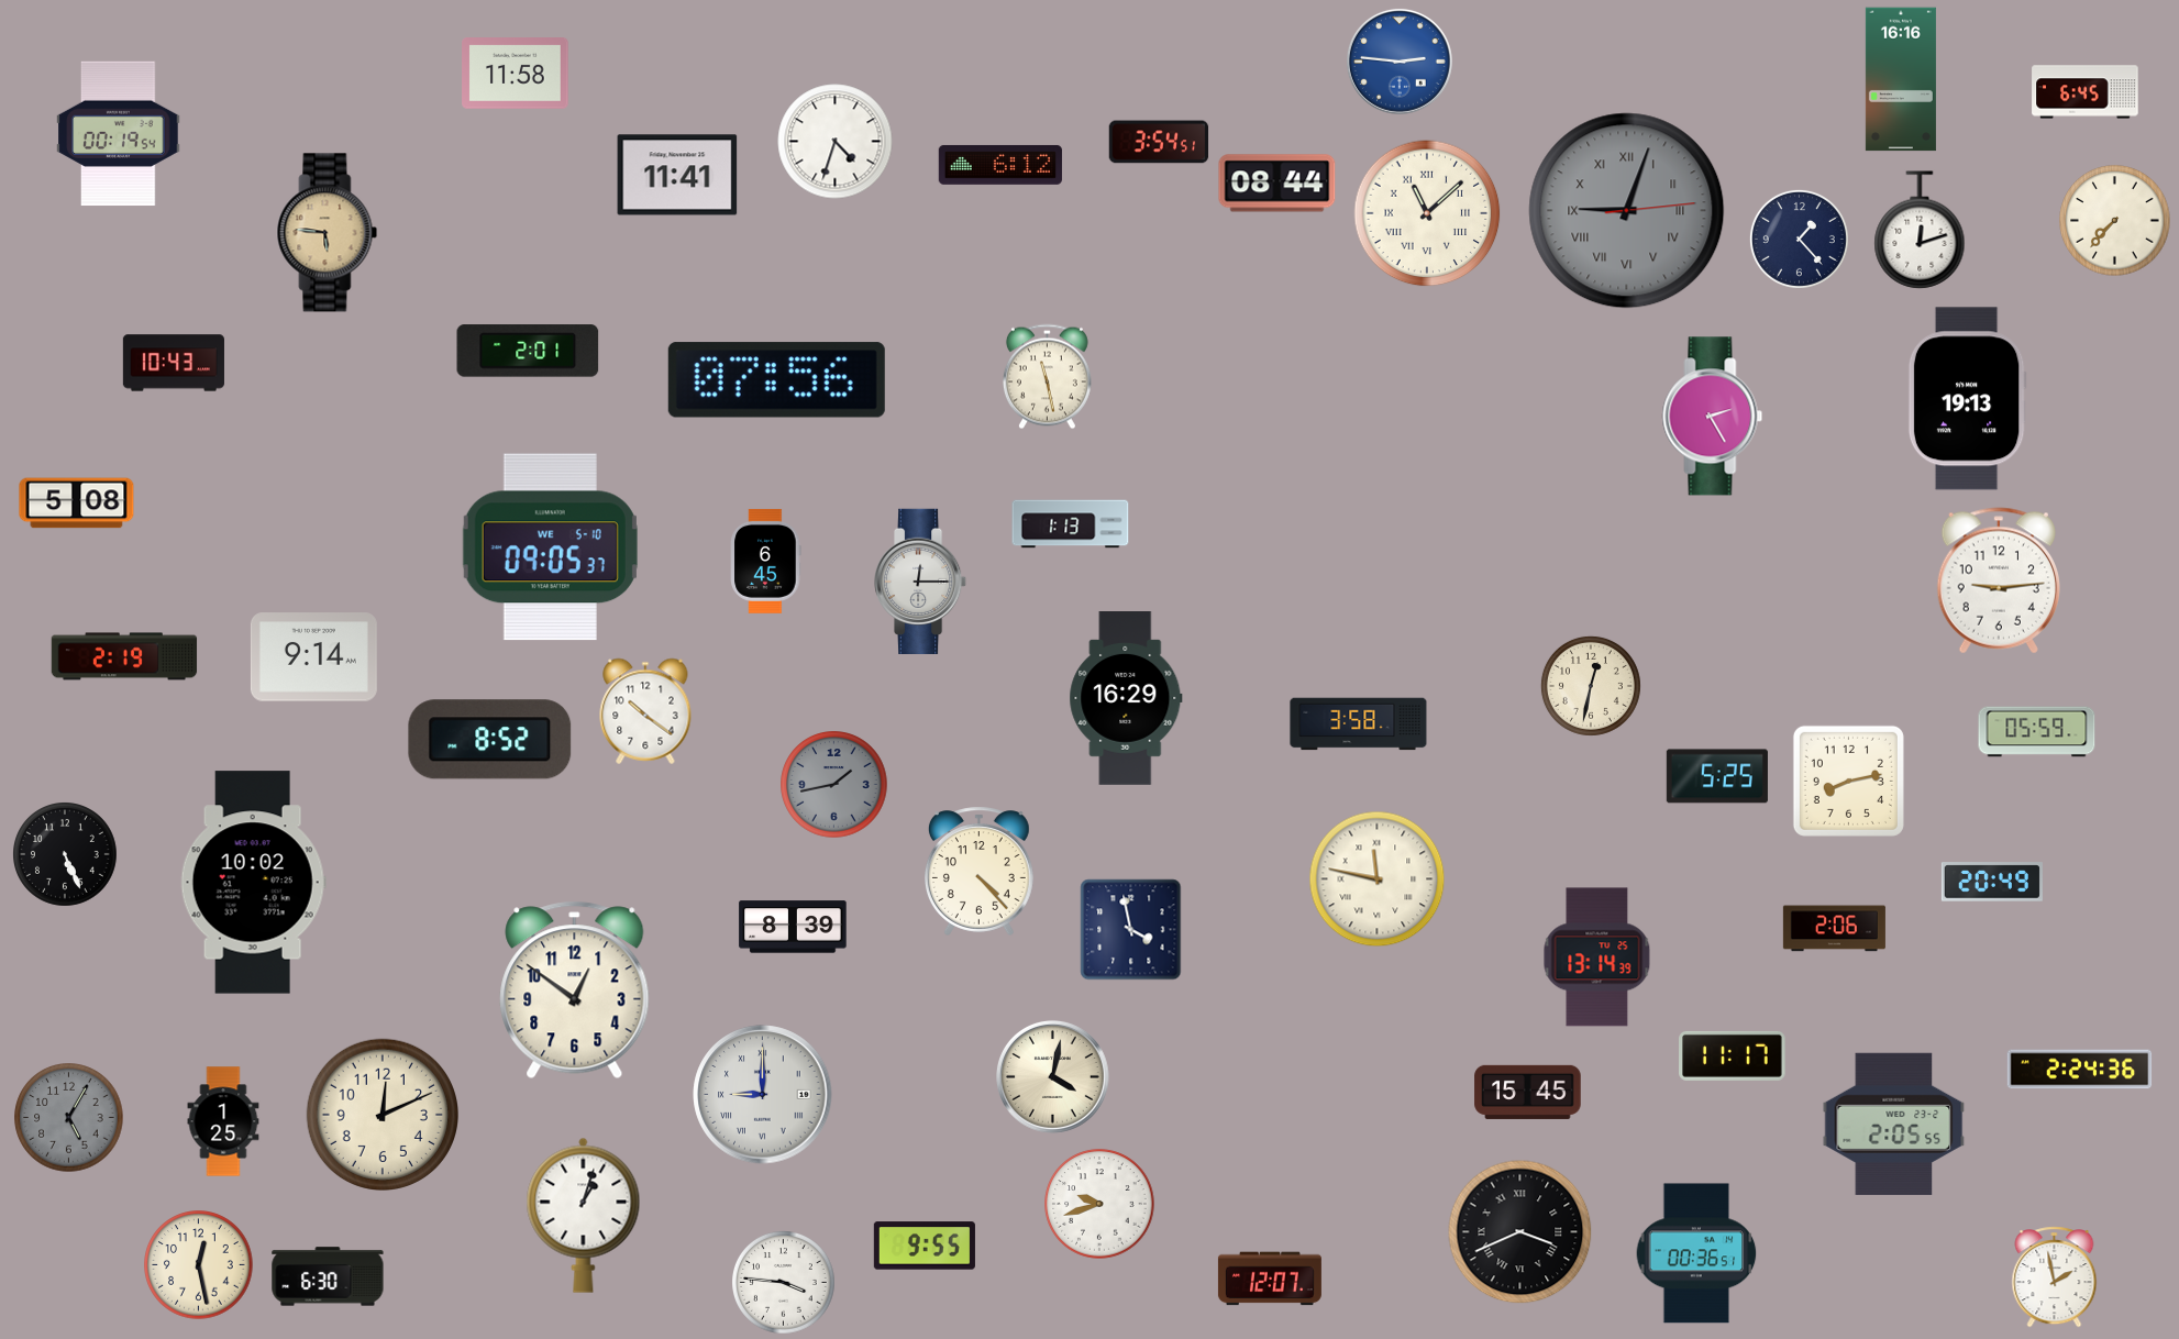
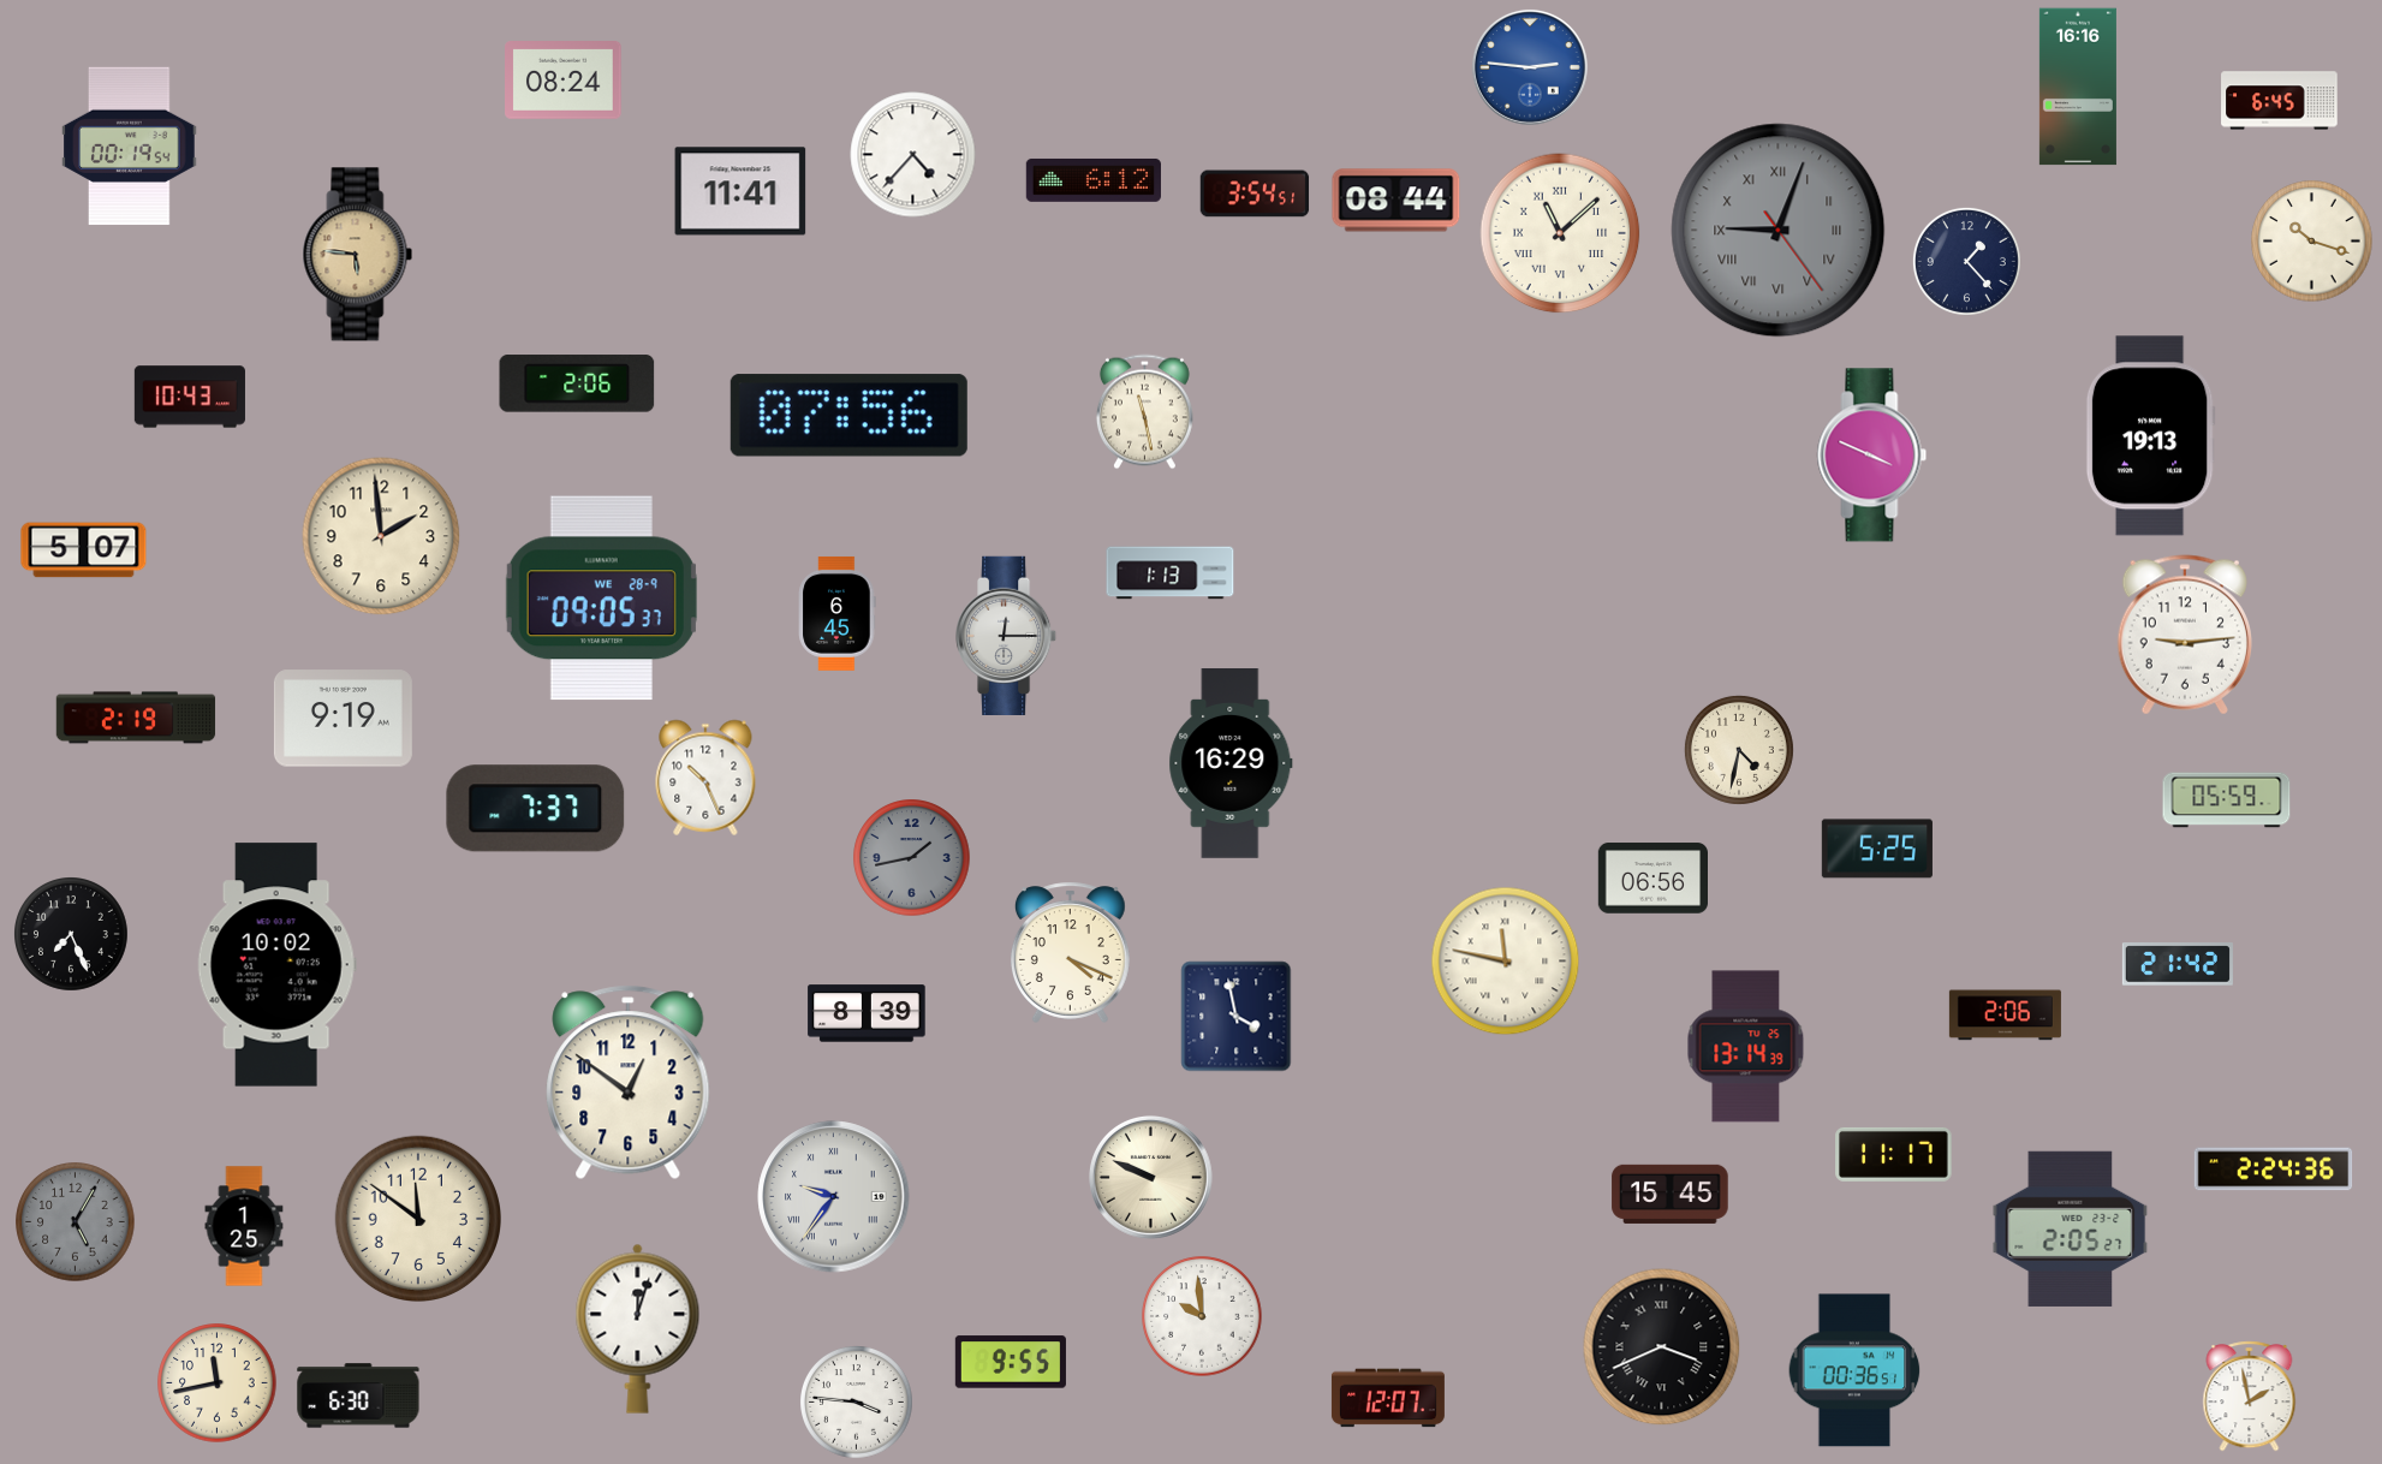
clock at (516, 74): 11:58 -> 08:24
clock at (836, 142): 4:33 -> 4:37
clock at (1159, 142) position: (1159, 142) -> (1255, 194)
clock at (1627, 211): 9:03:14 -> 9:03:24
clock at (2115, 221): 7:37 -> 10:18
clock at (1920, 230): 12:12 -> none
clock at (528, 351): 2:01 -> 2:06
clock at (1713, 417): 2:25 -> 3:49
clock at (381, 536): none -> 1:59
clock at (77, 503): 5:08 -> 5:07
clock at (550, 547) date: WE 5-10 -> WE 28-9
clock at (313, 657): 9:14 -> 9:19
clock at (1591, 686): 12:32 -> 4:32
clock at (645, 711): 10:21 -> 10:26
clock at (1359, 724): 3:58 -> none
clock at (490, 740): 8:52 -> 7:37
clock at (1848, 781): 8:13 -> none
clock at (1652, 879): none -> 06:56
clock at (66, 855): 5:26 -> 7:26
clock at (978, 871): 4:23 -> 4:19
clock at (1992, 882): 20:49 -> 21:42
clock at (1052, 1076): 4:02 -> 9:49
clock at (763, 1095): 9:00 -> 9:36
clock at (381, 1114): 12:11 -> 11:51
clock at (1894, 1124): 2:05:55 -> 2:05:27
clock at (1099, 1204): 9:42 -> 9:59
clock at (584, 1215): 1:03 -> 12:03
clock at (199, 1265): 12:28 -> 11:43
clock at (2055, 1277) position: (2055, 1277) -> (2250, 1397)
